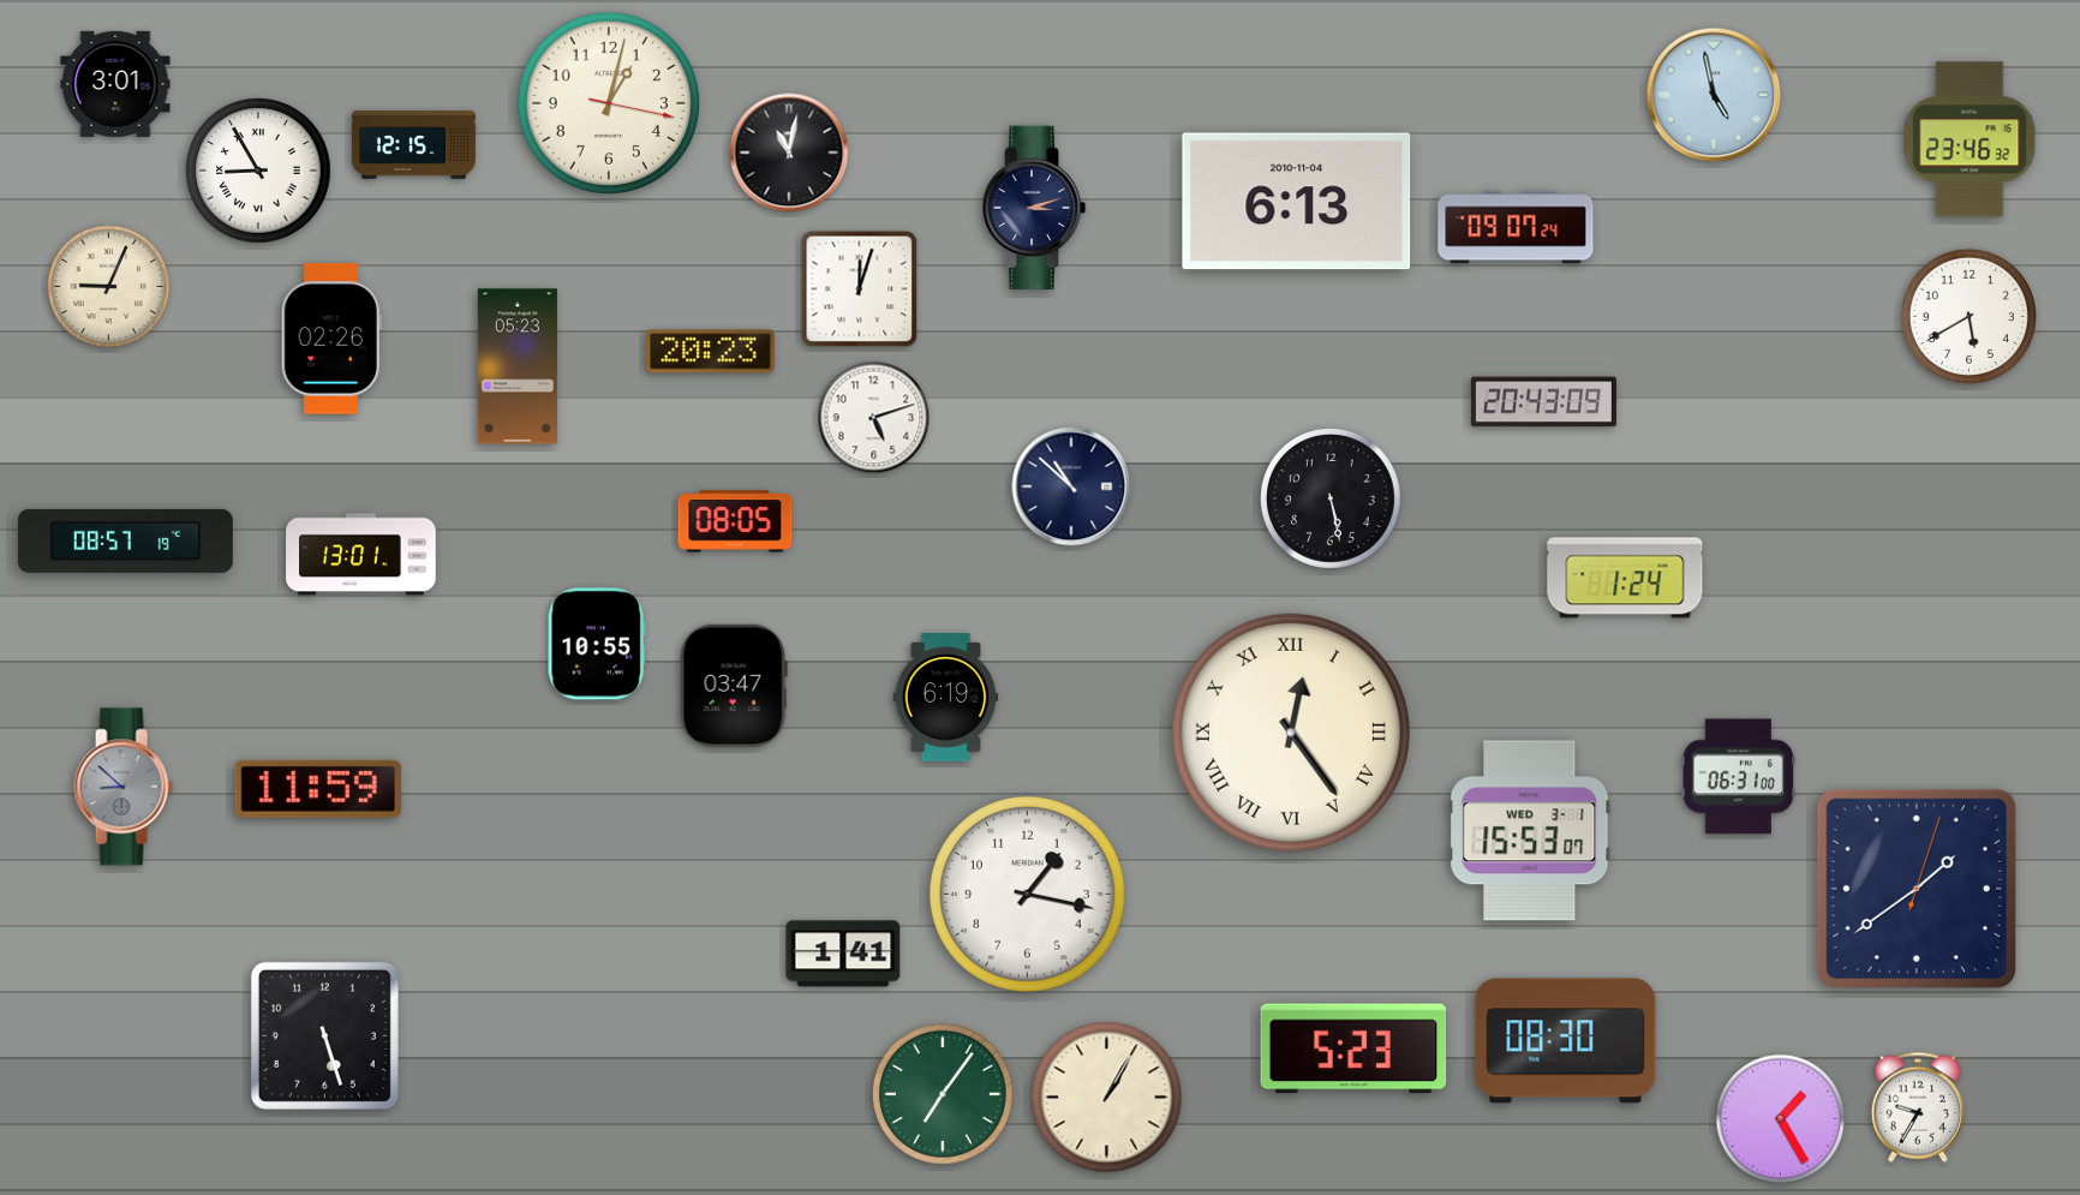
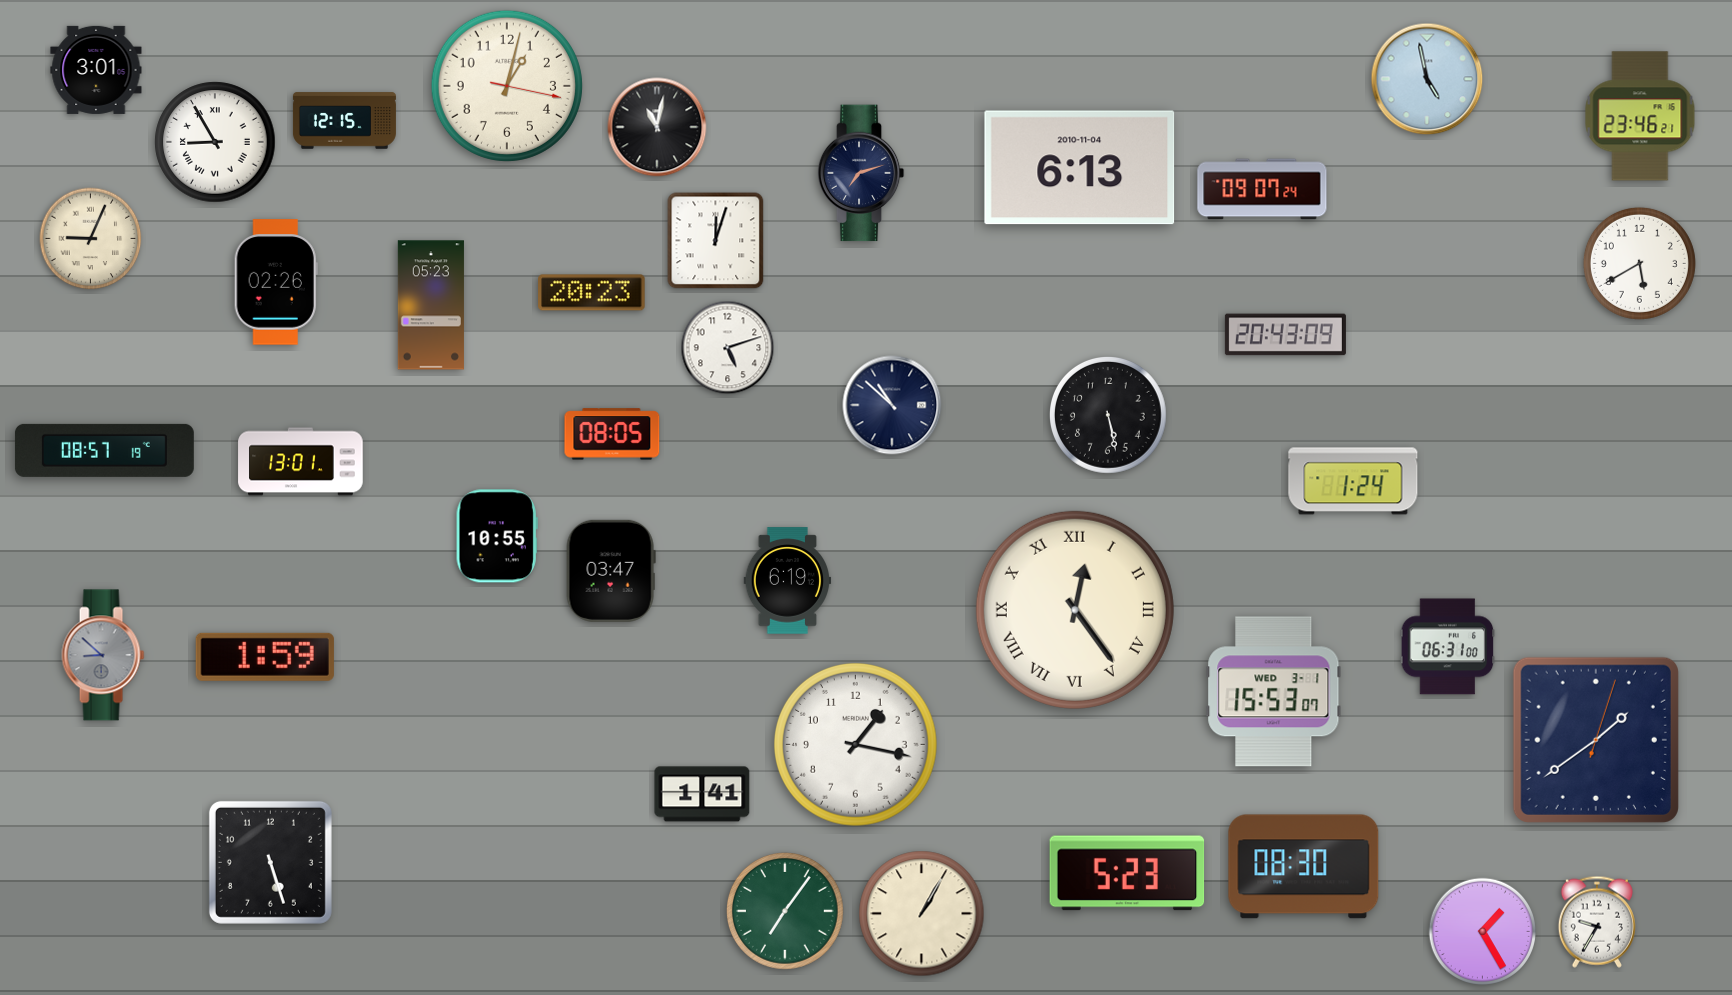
clock at (1970, 139): 23:46:32 -> 23:46:21
clock at (1034, 208): 3:12 -> 7:12
clock at (318, 789): 11:59 -> 1:59
